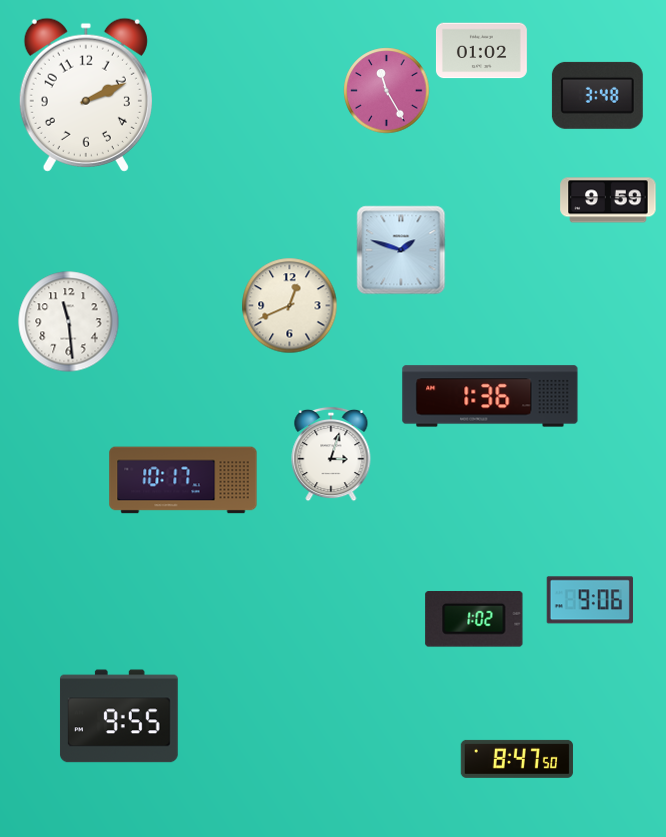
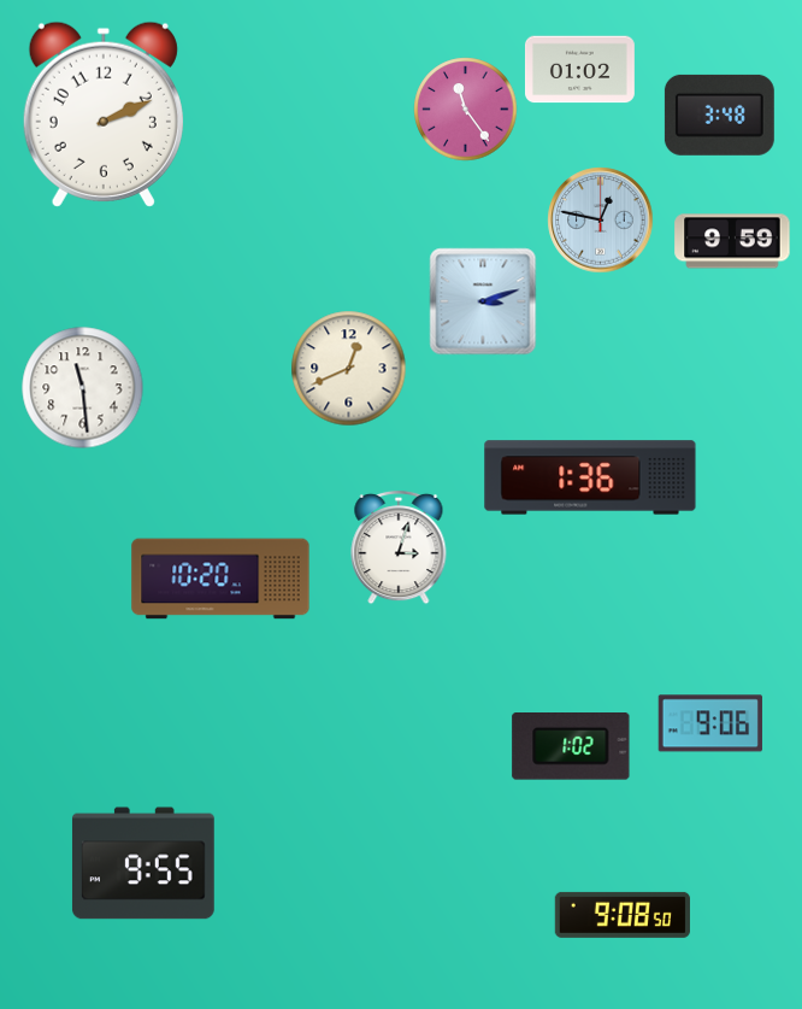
clock at (481, 51) position: (481, 51) -> (579, 70)
clock at (387, 91): 11:25 -> 11:24
clock at (601, 221): none -> 12:47
clock at (401, 250): 1:48 -> 3:12
clock at (183, 480): 10:17 -> 10:20
clock at (517, 759): 8:47 -> 9:08
